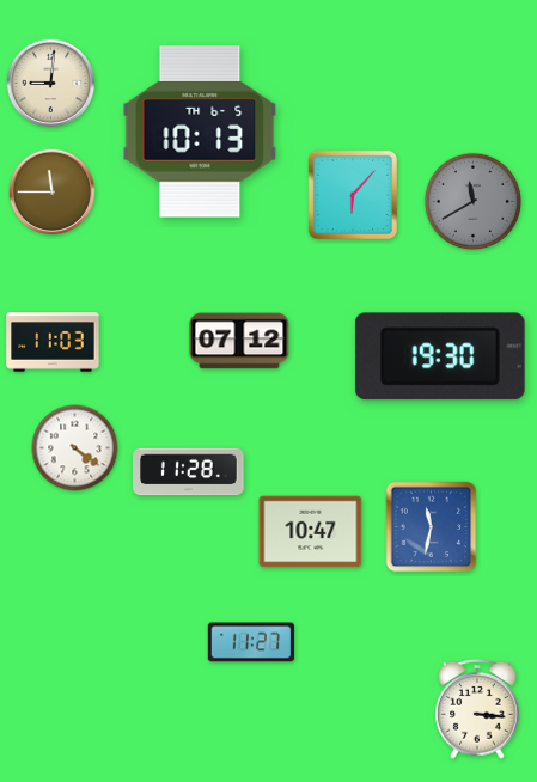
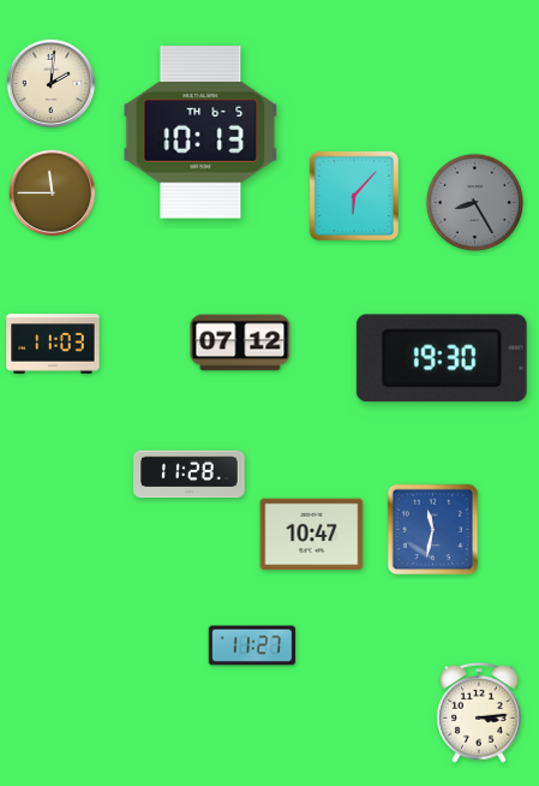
clock at (51, 84): 9:01 -> 2:01
clock at (474, 202): 11:40 -> 8:25
clock at (75, 448): 4:21 -> none
clock at (477, 710): 3:16 -> 3:14
